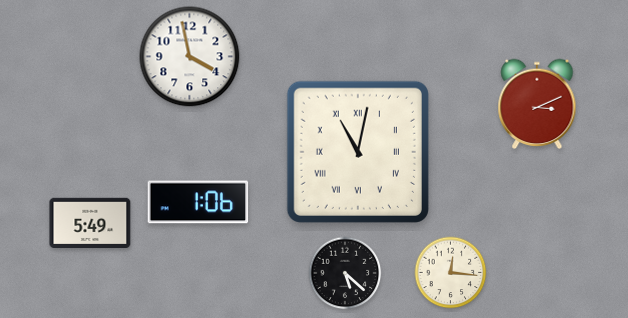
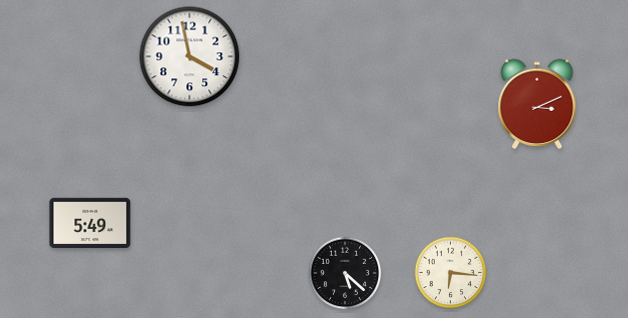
clock at (358, 152): 11:02 -> none
clock at (198, 202): 1:06 -> none
clock at (451, 273): 12:16 -> 6:16
